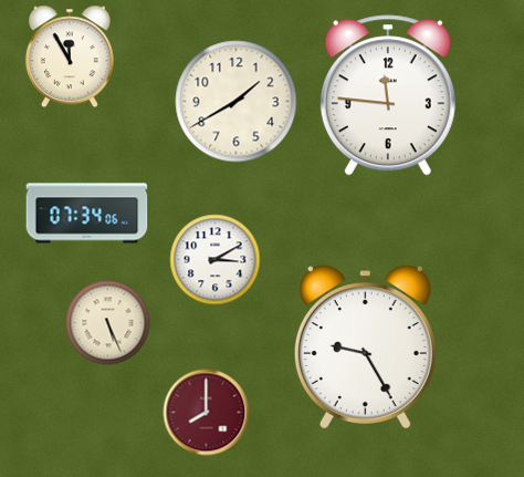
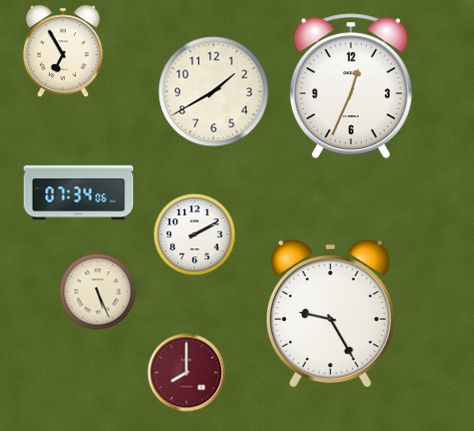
clock at (70, 56): 11:55 -> 6:55
clock at (388, 95): 11:46 -> 12:34
clock at (216, 260): 3:10 -> 2:10
